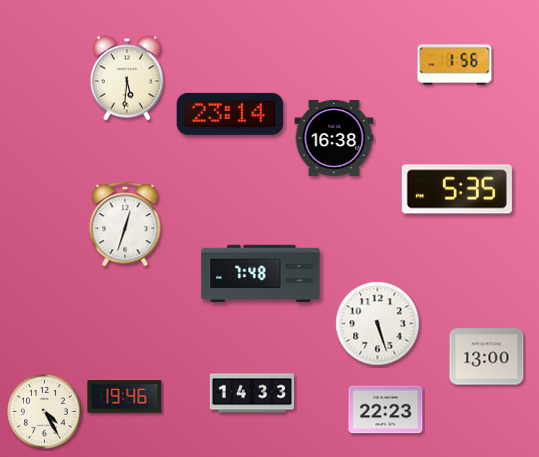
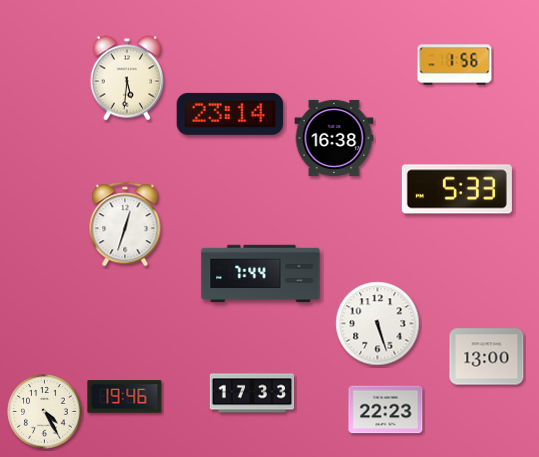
clock at (457, 189): 5:35 -> 5:33
clock at (261, 274): 7:48 -> 7:44
clock at (252, 393): 14:33 -> 17:33
